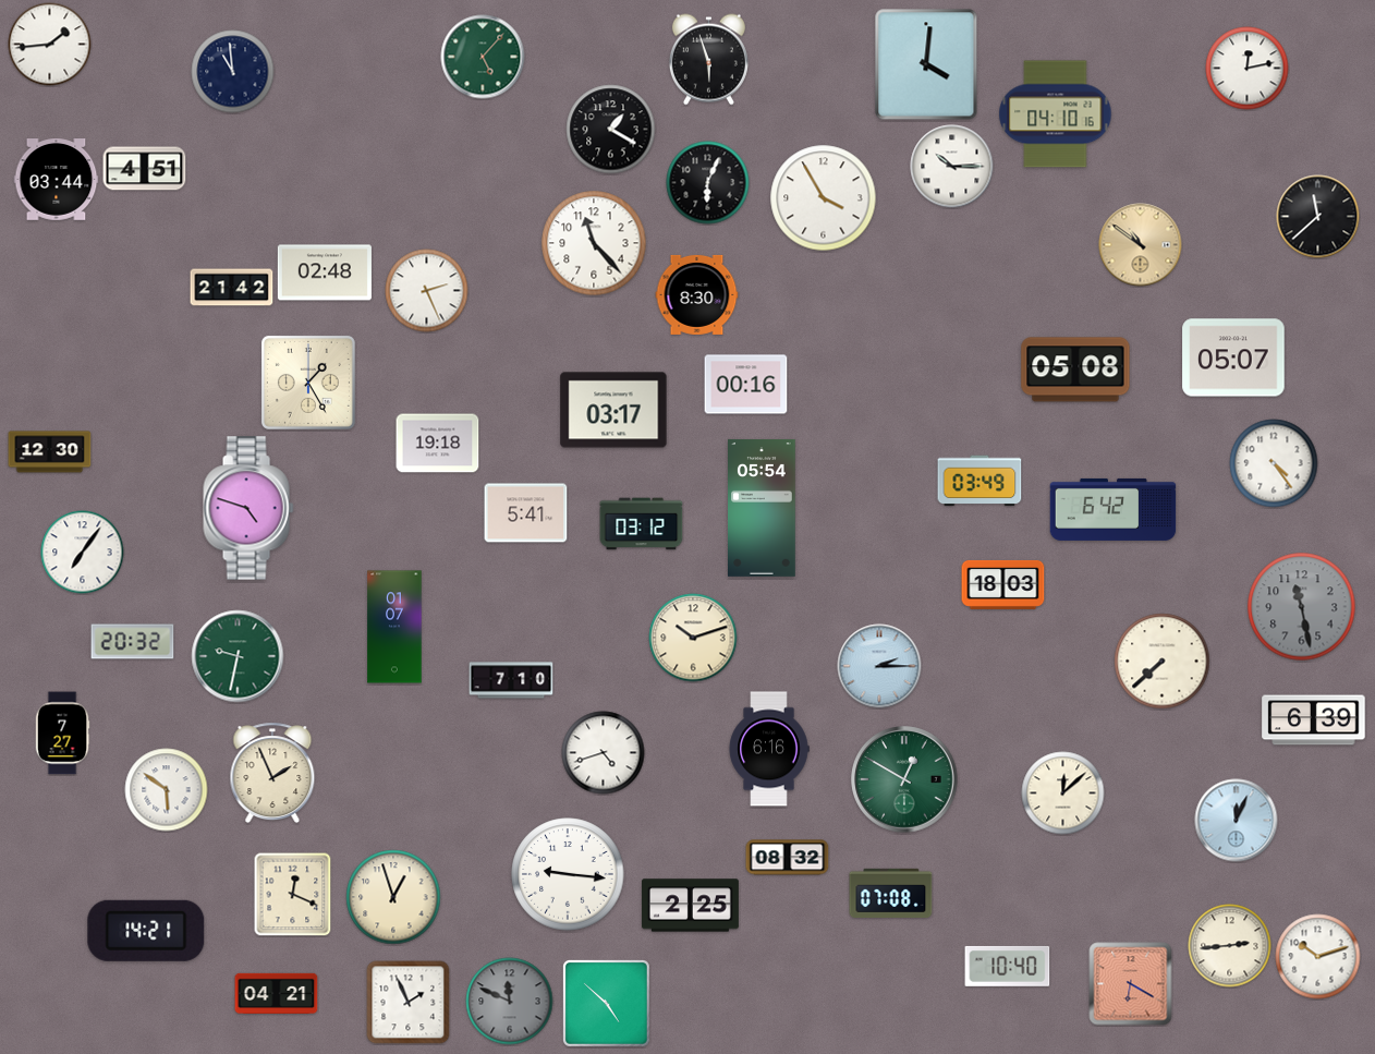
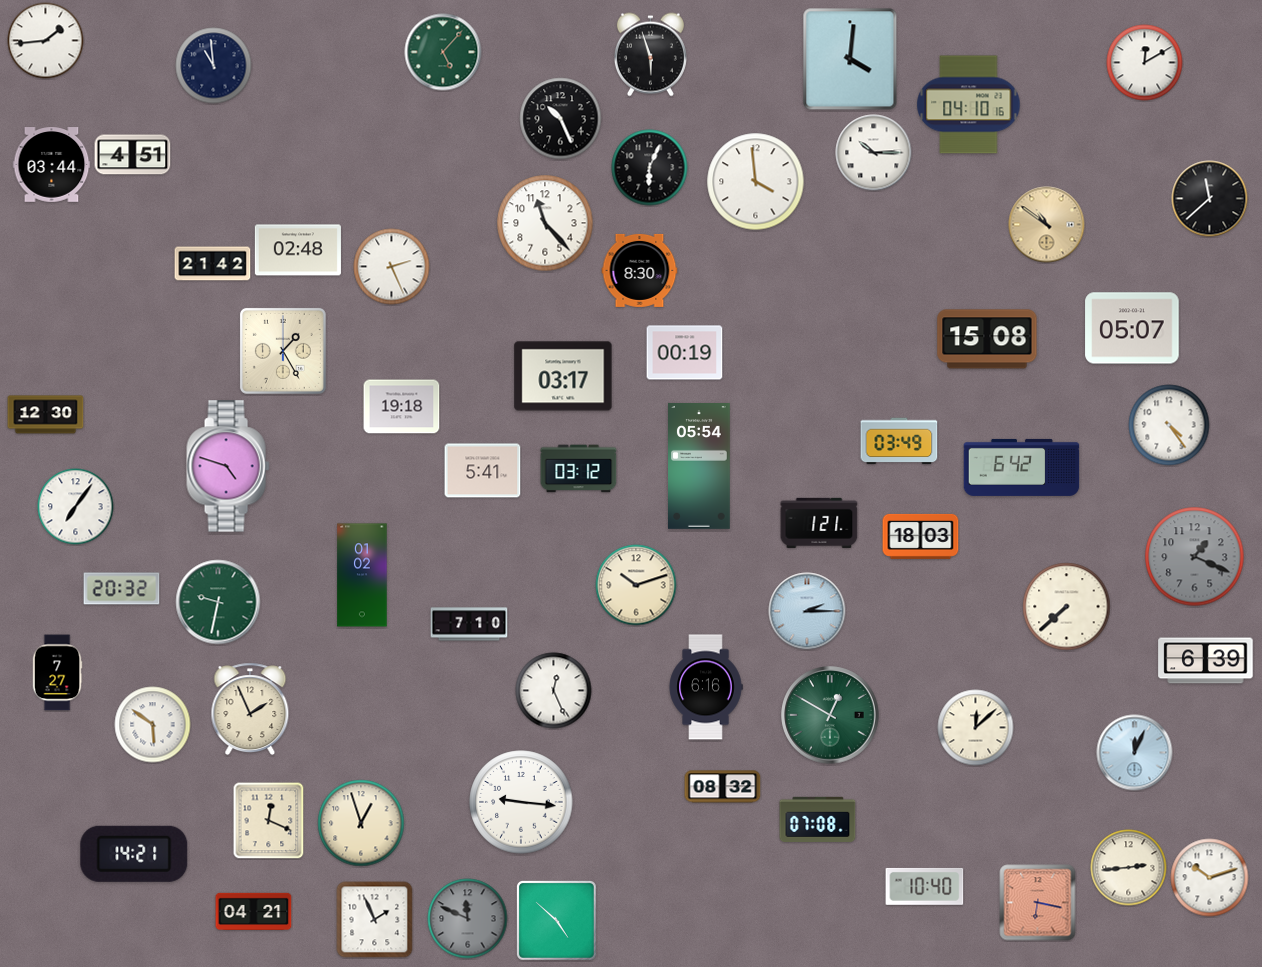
clock at (1248, 69): 12:13 -> 12:10
clock at (611, 130): 1:20 -> 10:26
clock at (824, 198): 3:55 -> 3:59
clock at (1075, 369): 05:08 -> 15:08
clock at (746, 385): 00:16 -> 00:19
clock at (642, 524) position: (642, 524) -> (579, 469)
clock at (819, 523): none -> 1:21
clock at (1302, 607): 11:28 -> 1:19
clock at (394, 627): 01:07 -> 01:02
clock at (604, 753): 4:42 -> 12:26
clock at (690, 906): 2:25 -> none
clock at (1131, 984): 6:20 -> 6:17
